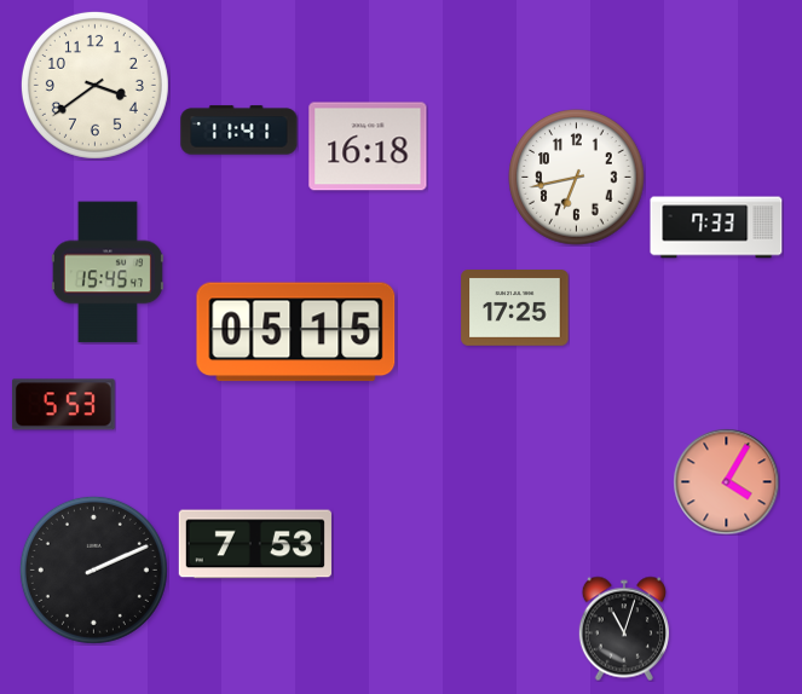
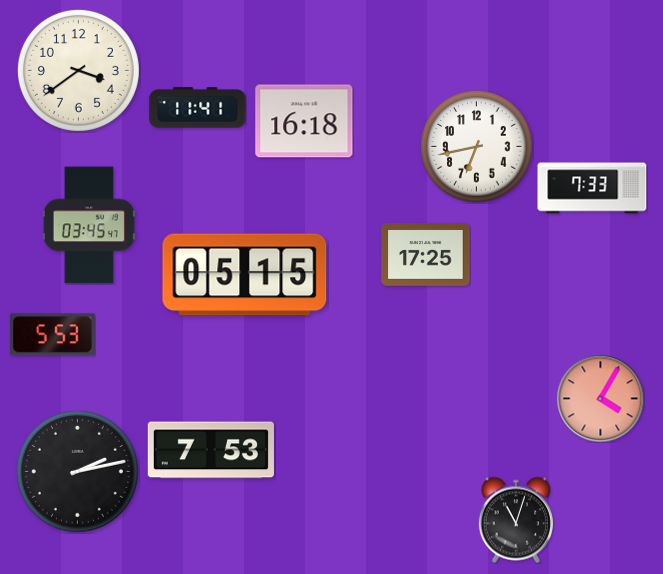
clock at (108, 272): 15:45 -> 03:45
clock at (93, 569): 2:11 -> 2:13
